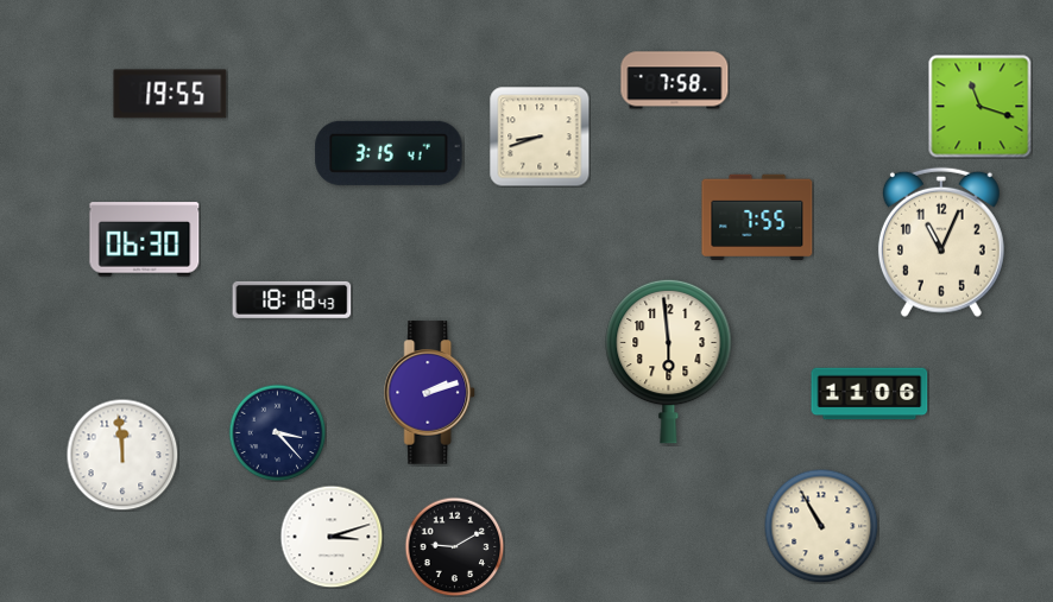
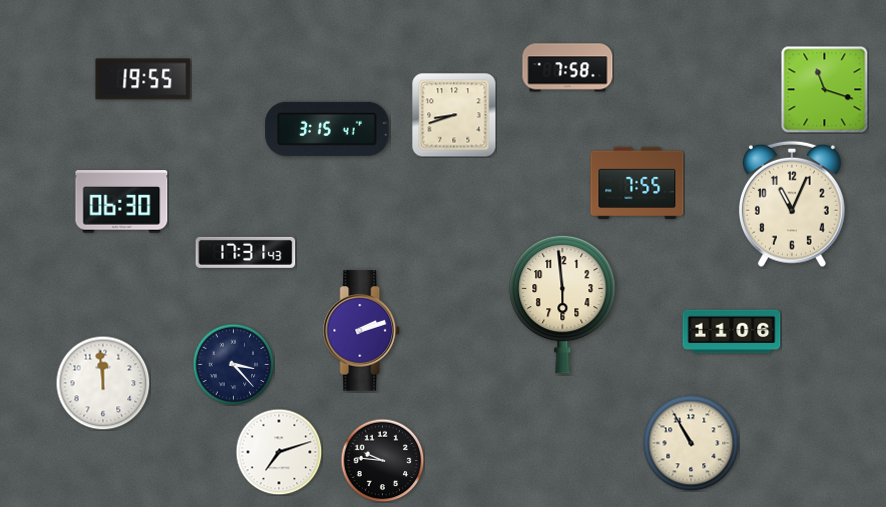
clock at (292, 299): 18:18 -> 17:31
clock at (332, 537): 3:12 -> 7:12
clock at (454, 546): 9:10 -> 9:46
